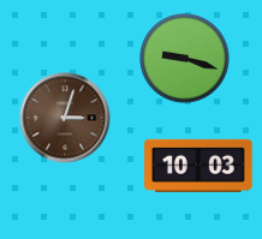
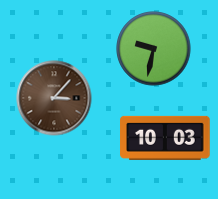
clock at (185, 59): 9:18 -> 9:32
clock at (65, 118): 3:03 -> 3:07
